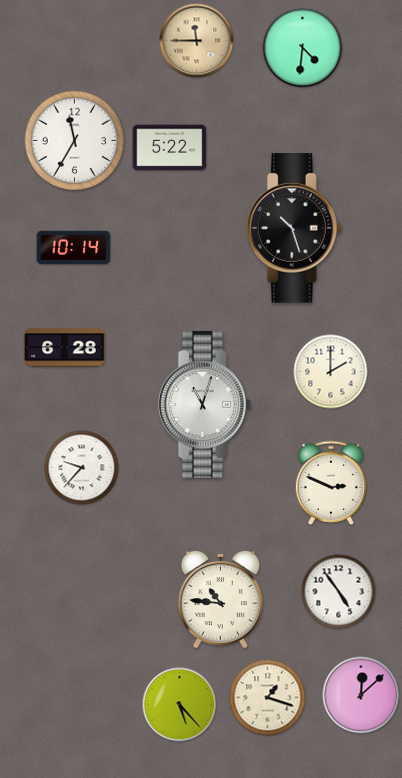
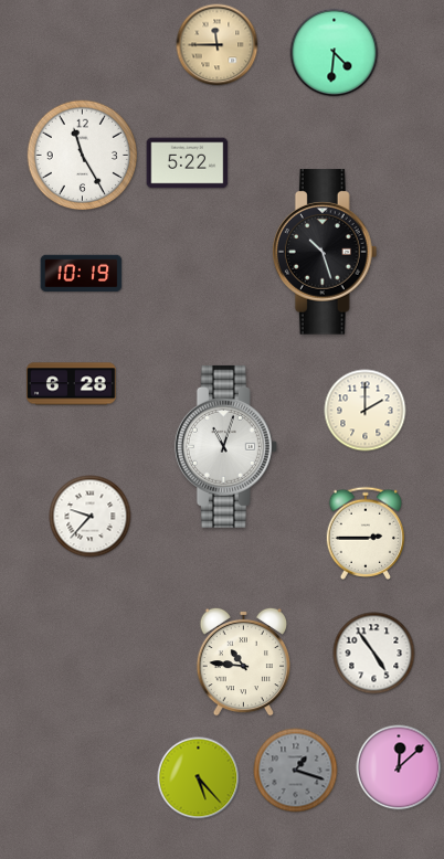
clock at (75, 141): 11:35 -> 11:25
clock at (74, 248): 10:14 -> 10:19
clock at (331, 483): 2:49 -> 2:45
clock at (268, 698) dial: cream -> grey
